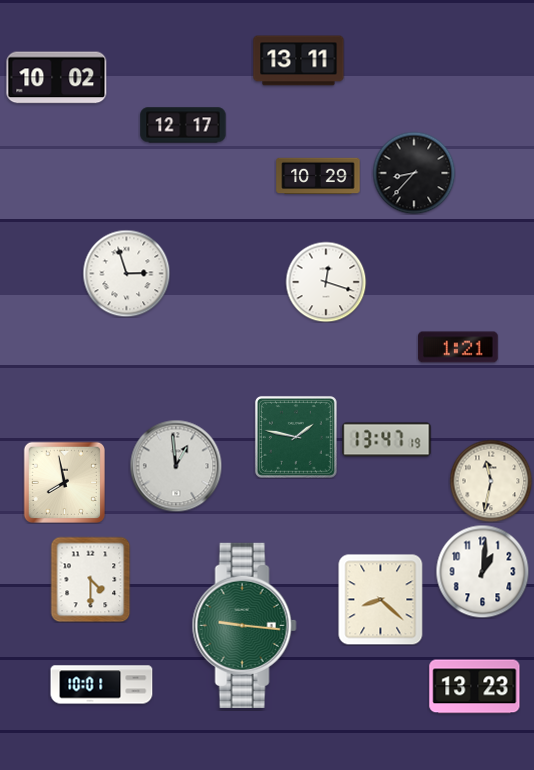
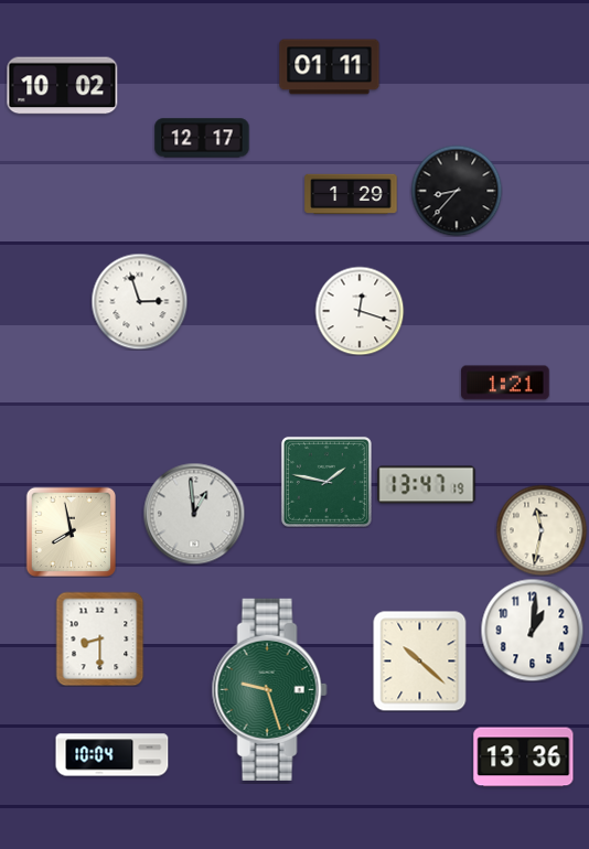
clock at (299, 61): 13:11 -> 01:11
clock at (318, 176): 10:29 -> 1:29
clock at (91, 579): 4:30 -> 8:30
clock at (381, 599): 8:22 -> 10:22
clock at (244, 625): 9:16 -> 9:27
clock at (102, 685): 10:01 -> 10:04
clock at (475, 687): 13:23 -> 13:36
